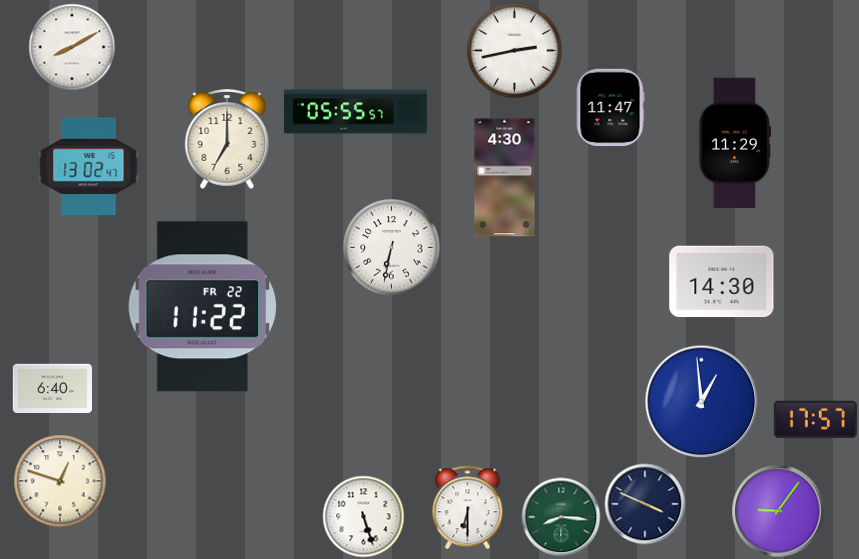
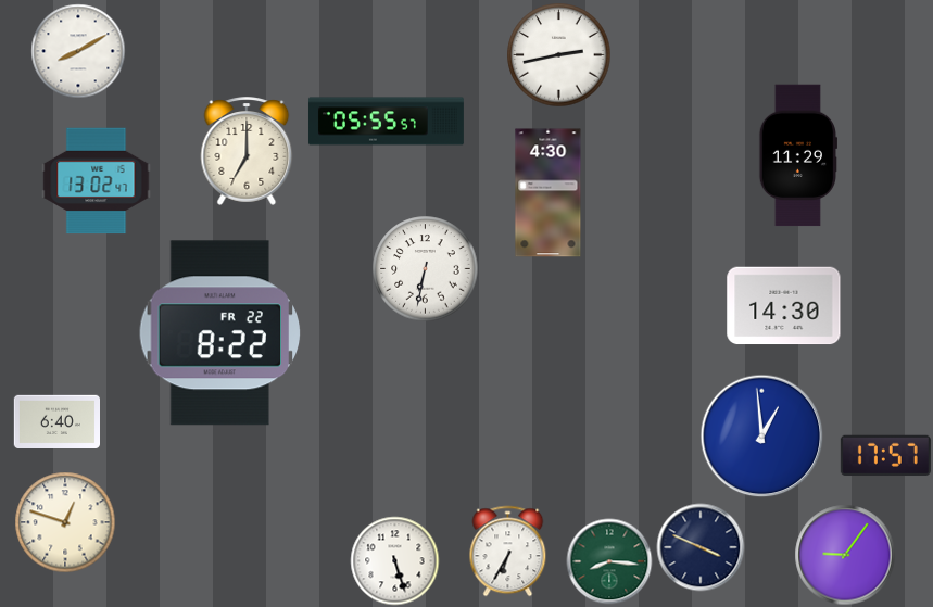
clock at (610, 107): 11:47 -> none
clock at (203, 307): 11:22 -> 8:22
clock at (468, 507): 6:30 -> 6:35
